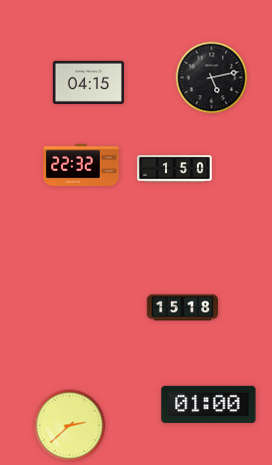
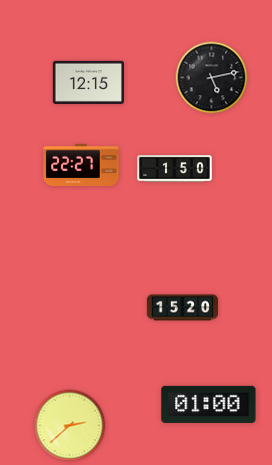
clock at (88, 82): 04:15 -> 12:15
clock at (81, 165): 22:32 -> 22:27
clock at (182, 308): 15:18 -> 15:20
